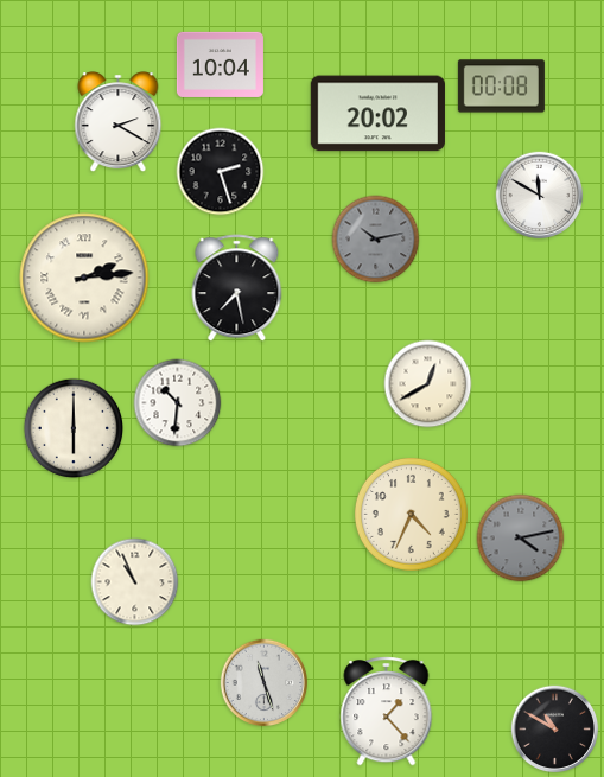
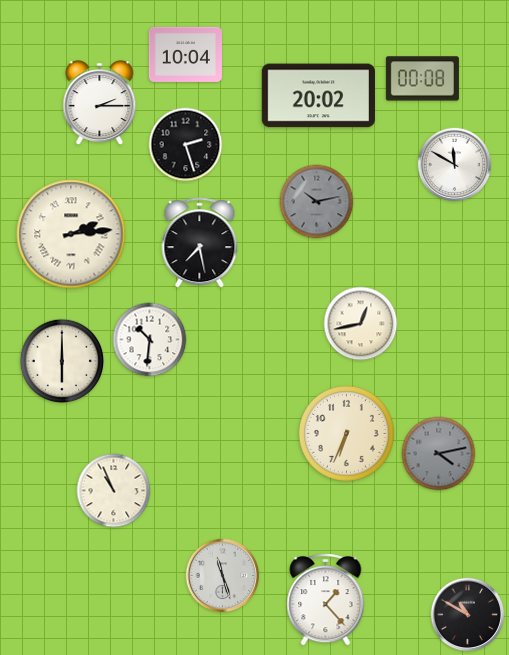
clock at (501, 87) position: (501, 87) -> (422, 79)
clock at (119, 122): 2:20 -> 2:15
clock at (428, 384): 12:40 -> 12:43
clock at (411, 514): 4:34 -> 6:34
